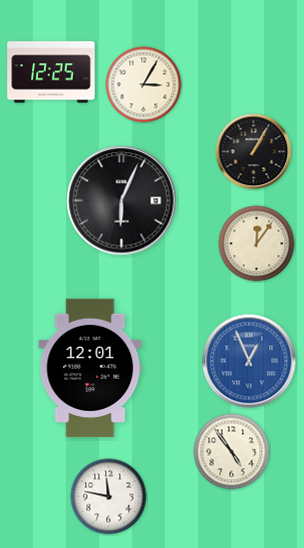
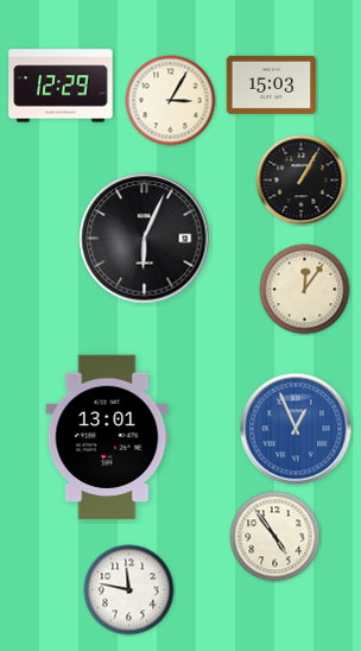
clock at (272, 84): none -> 15:03
clock at (51, 72): 12:25 -> 12:29
clock at (90, 368): 12:01 -> 13:01
